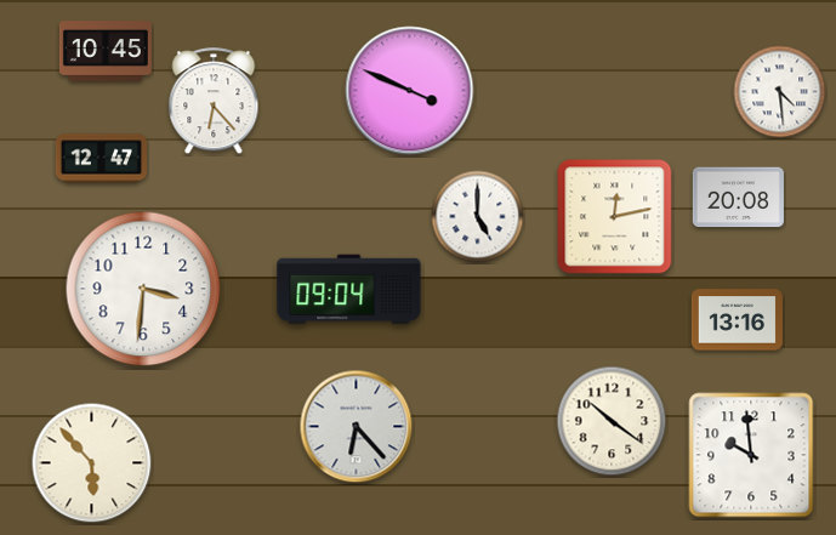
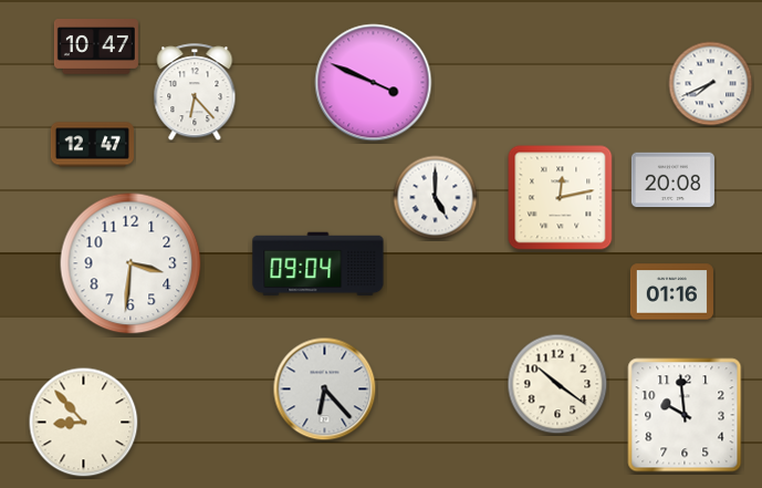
clock at (106, 52): 10:45 -> 10:47
clock at (780, 92): 4:29 -> 7:41
clock at (737, 320): 13:16 -> 01:16
clock at (92, 463): 5:53 -> 8:53
